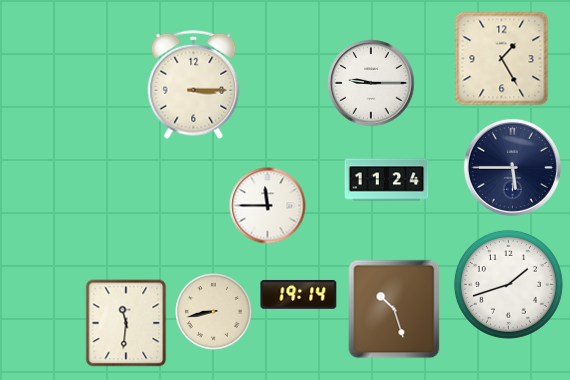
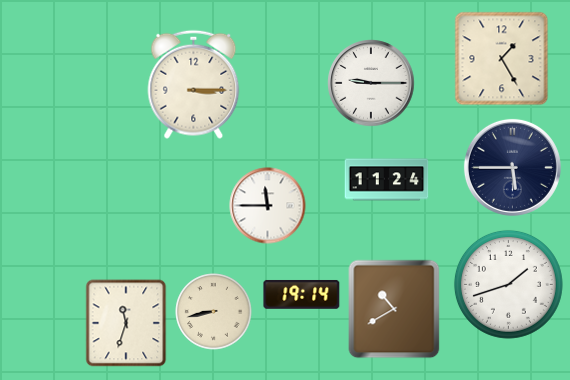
clock at (299, 294) position: (299, 294) -> (302, 294)
clock at (394, 309): 10:27 -> 10:40
clock at (126, 323): 11:31 -> 11:33
